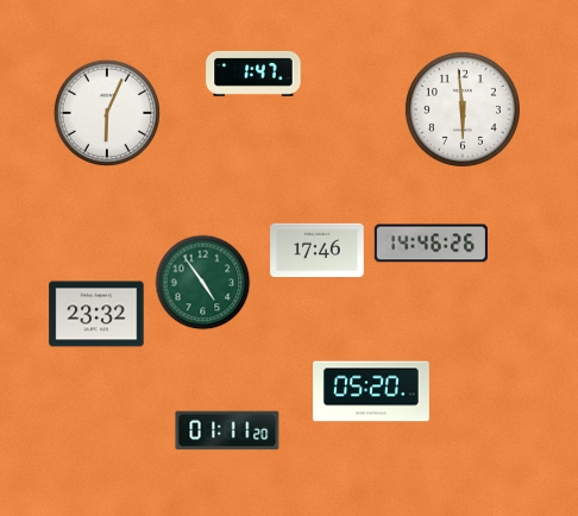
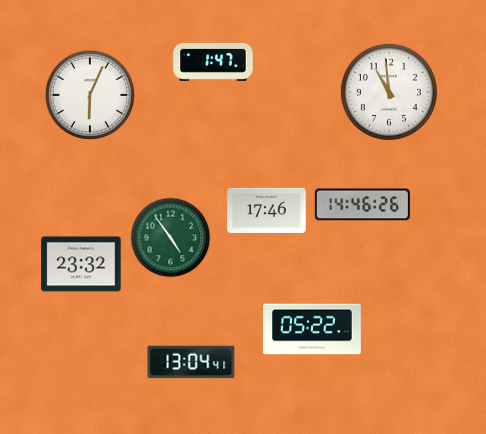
clock at (463, 109): 5:59 -> 10:59
clock at (372, 391): 05:20 -> 05:22
clock at (227, 430): 01:11 -> 13:04
